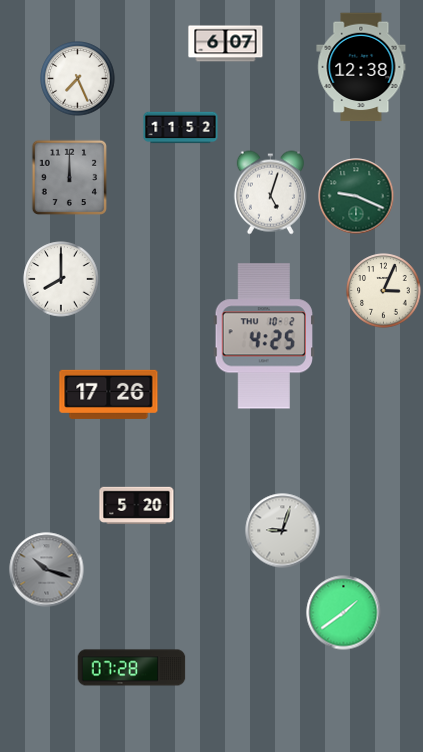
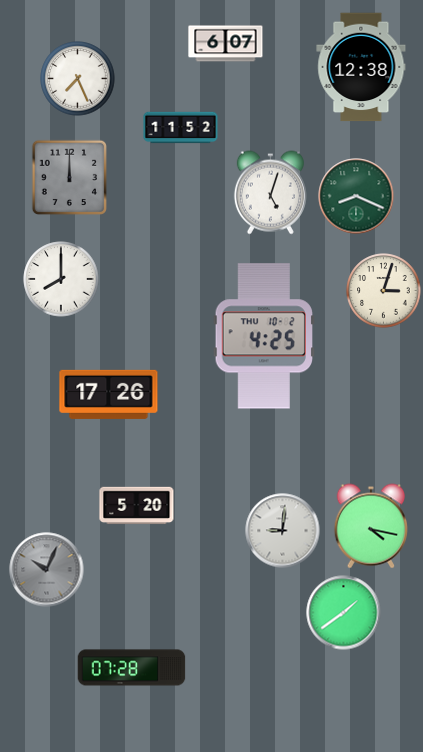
clock at (356, 196): 9:19 -> 8:19
clock at (384, 291): 3:04 -> 3:03
clock at (370, 526): none -> 4:17
clock at (283, 531): 9:03 -> 9:01
clock at (47, 570): 10:18 -> 10:04
